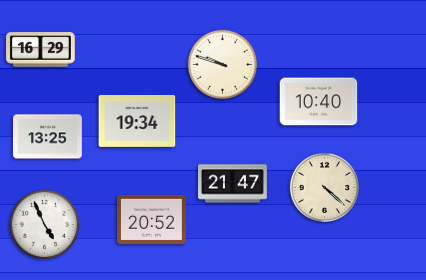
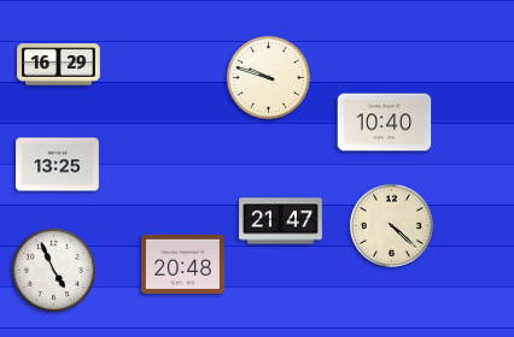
clock at (41, 50) position: (41, 50) -> (59, 65)
clock at (137, 122): 19:34 -> none
clock at (152, 219): 20:52 -> 20:48
